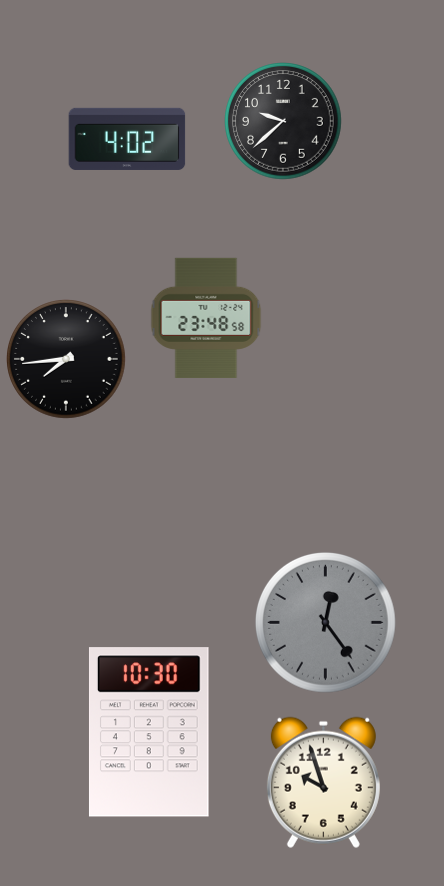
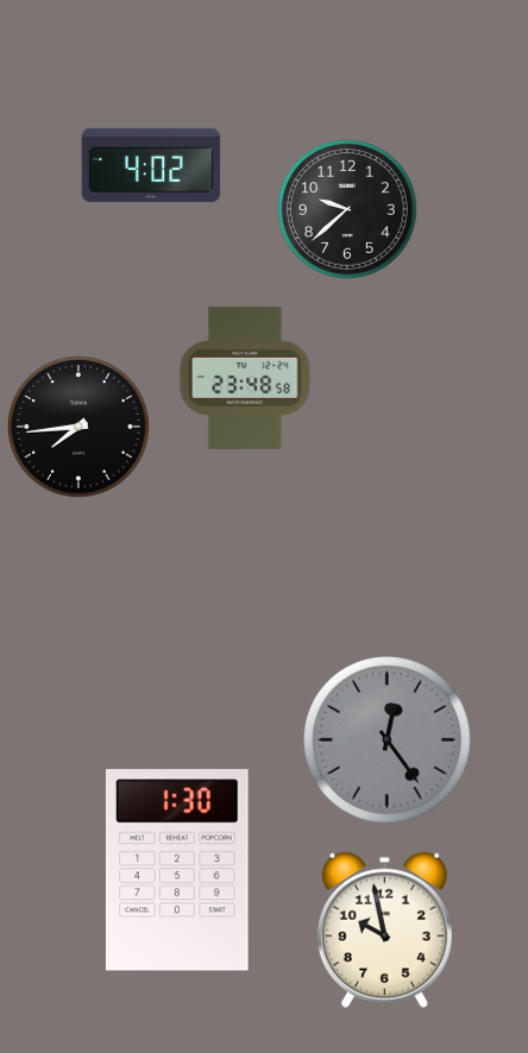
clock at (283, 121) position: (283, 121) -> (347, 209)
clock at (149, 732): 10:30 -> 1:30
clock at (323, 782): 9:57 -> 9:58
